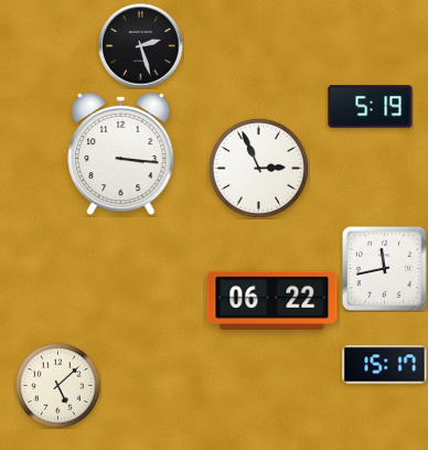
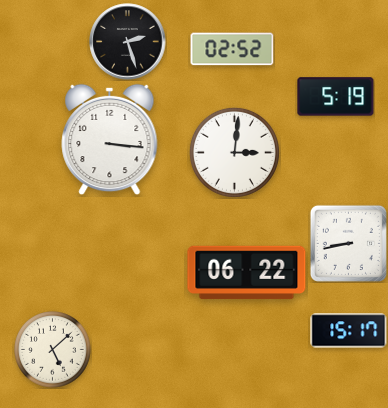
clock at (232, 49): none -> 02:52
clock at (258, 168): 2:56 -> 3:01
clock at (384, 268): 11:43 -> 8:43
